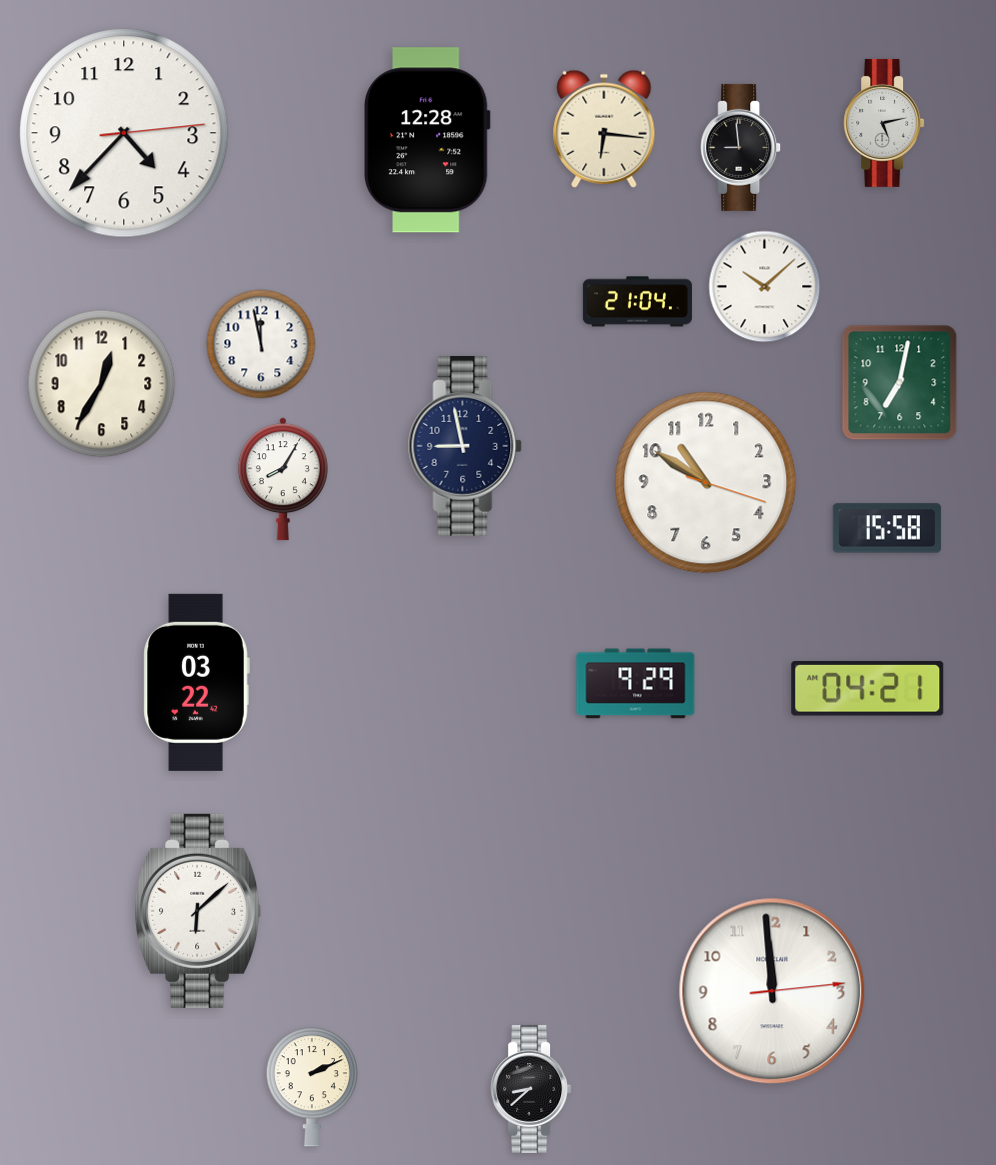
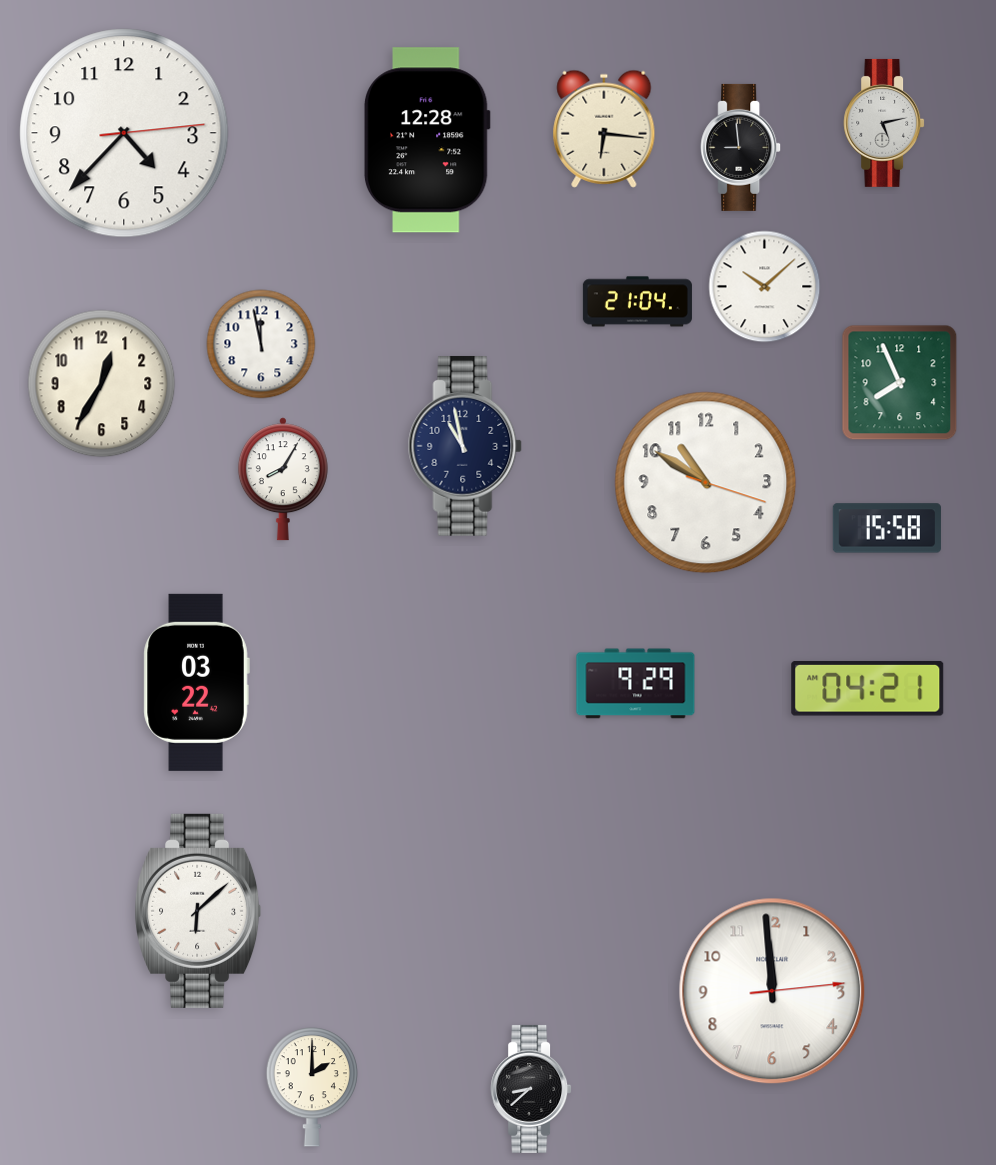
clock at (900, 383): 7:02 -> 7:56
clock at (465, 446): 8:58 -> 10:58
clock at (311, 1087): 2:11 -> 2:00
